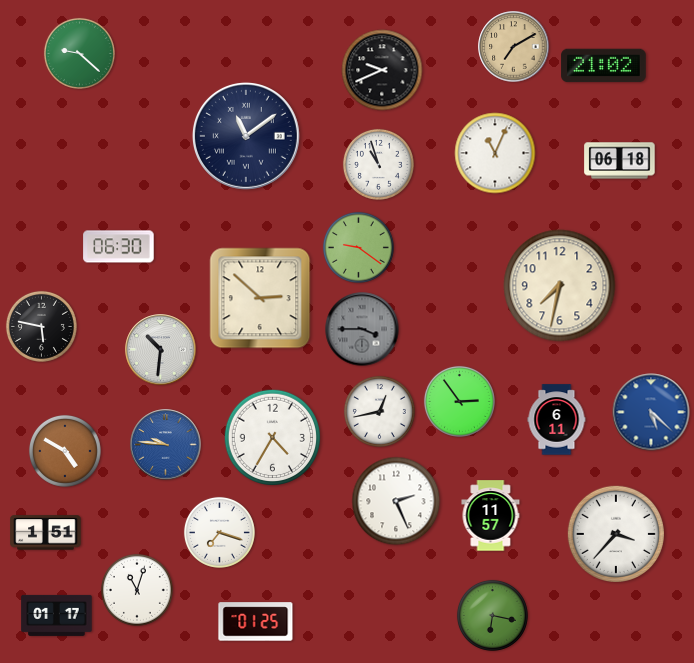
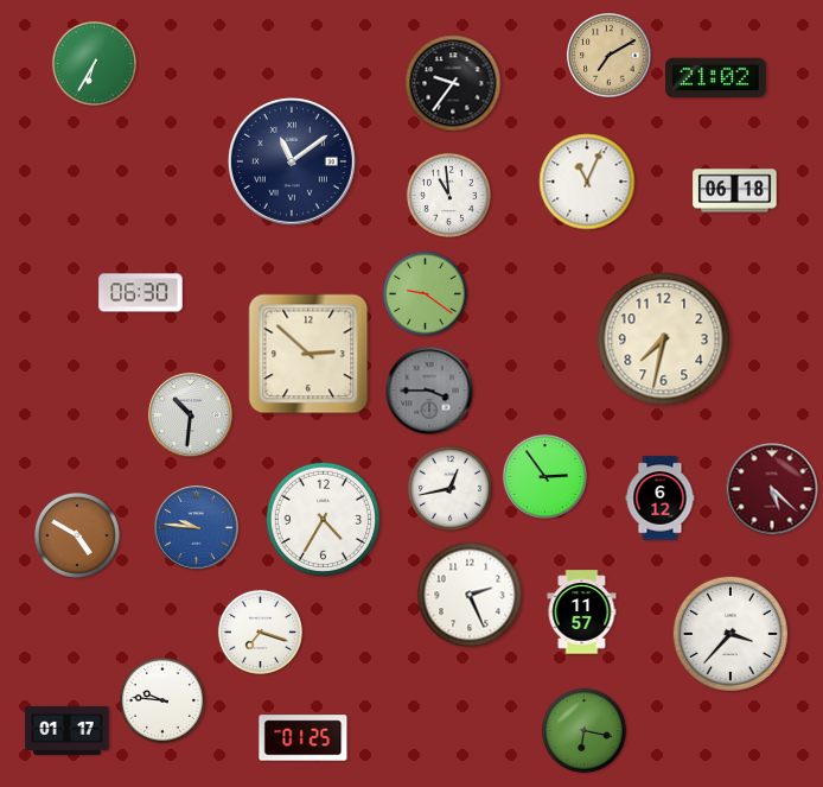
clock at (79, 53): 9:22 -> 6:35
clock at (382, 70): 9:41 -> 9:36
clock at (378, 164): 10:57 -> 10:59
clock at (41, 326): 5:47 -> none
clock at (651, 412) dial: blue -> burgundy
clock at (557, 420): 6:11 -> 6:12
clock at (46, 533): 1:51 -> none
clock at (137, 590): 11:03 -> 9:46
